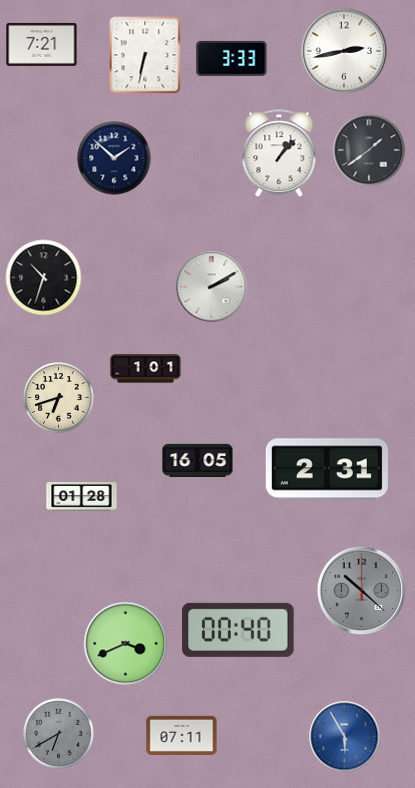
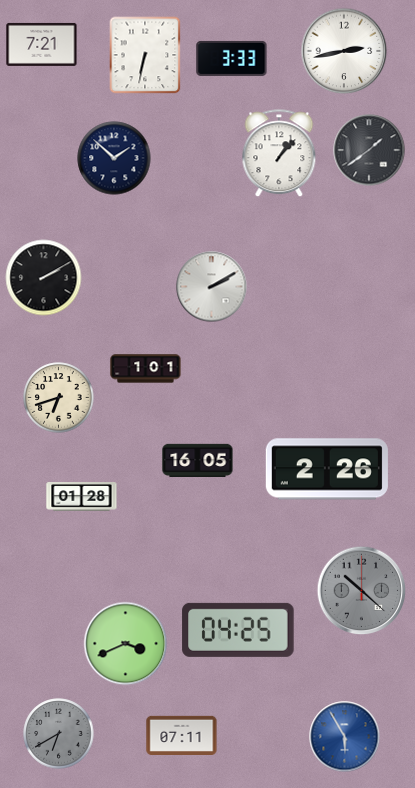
clock at (44, 278): 10:33 -> 2:10
clock at (327, 469): 2:31 -> 2:26
clock at (238, 630): 00:40 -> 04:25
